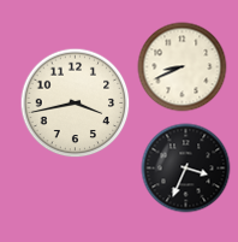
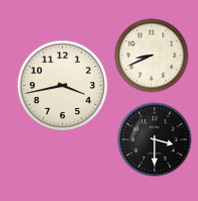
clock at (186, 169): 3:34 -> 3:30
